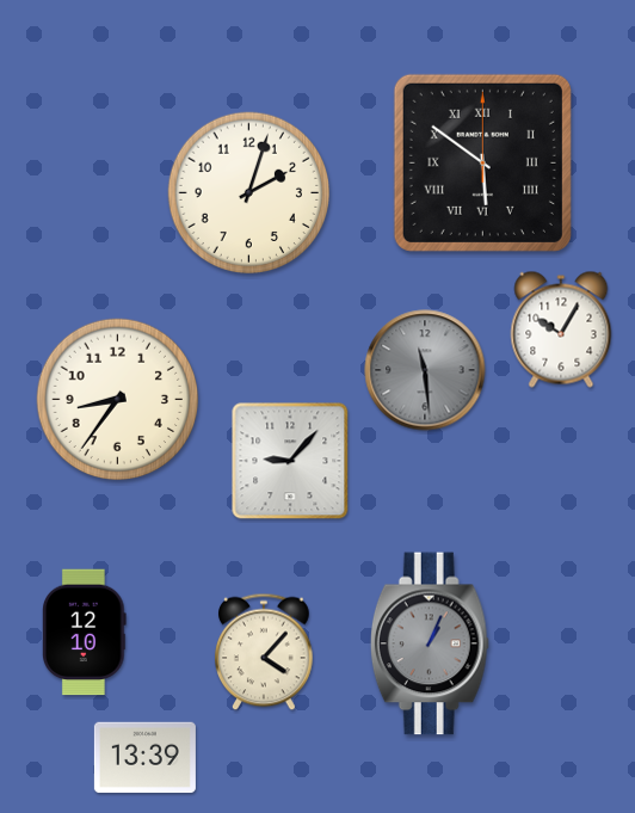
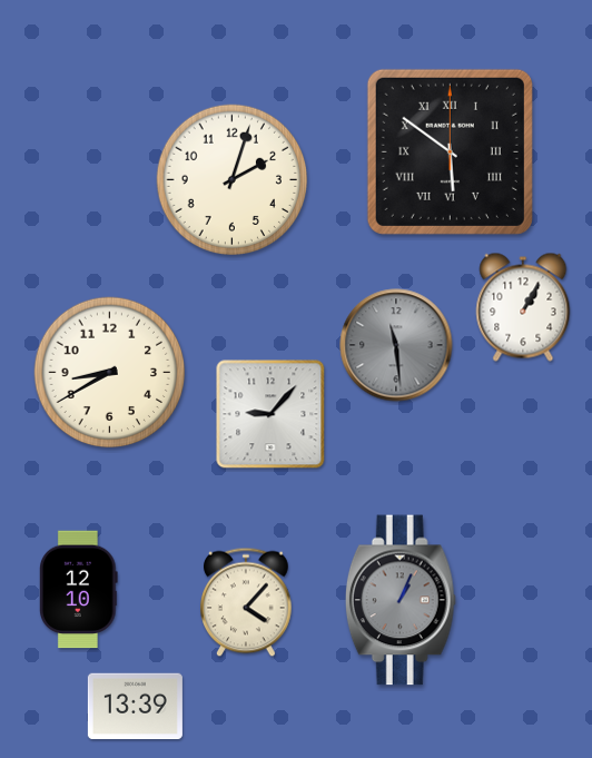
clock at (561, 329): 10:05 -> 1:05
clock at (118, 400): 8:36 -> 8:40
clock at (290, 461) position: (290, 461) -> (270, 414)
clock at (265, 652) position: (265, 652) -> (247, 602)
